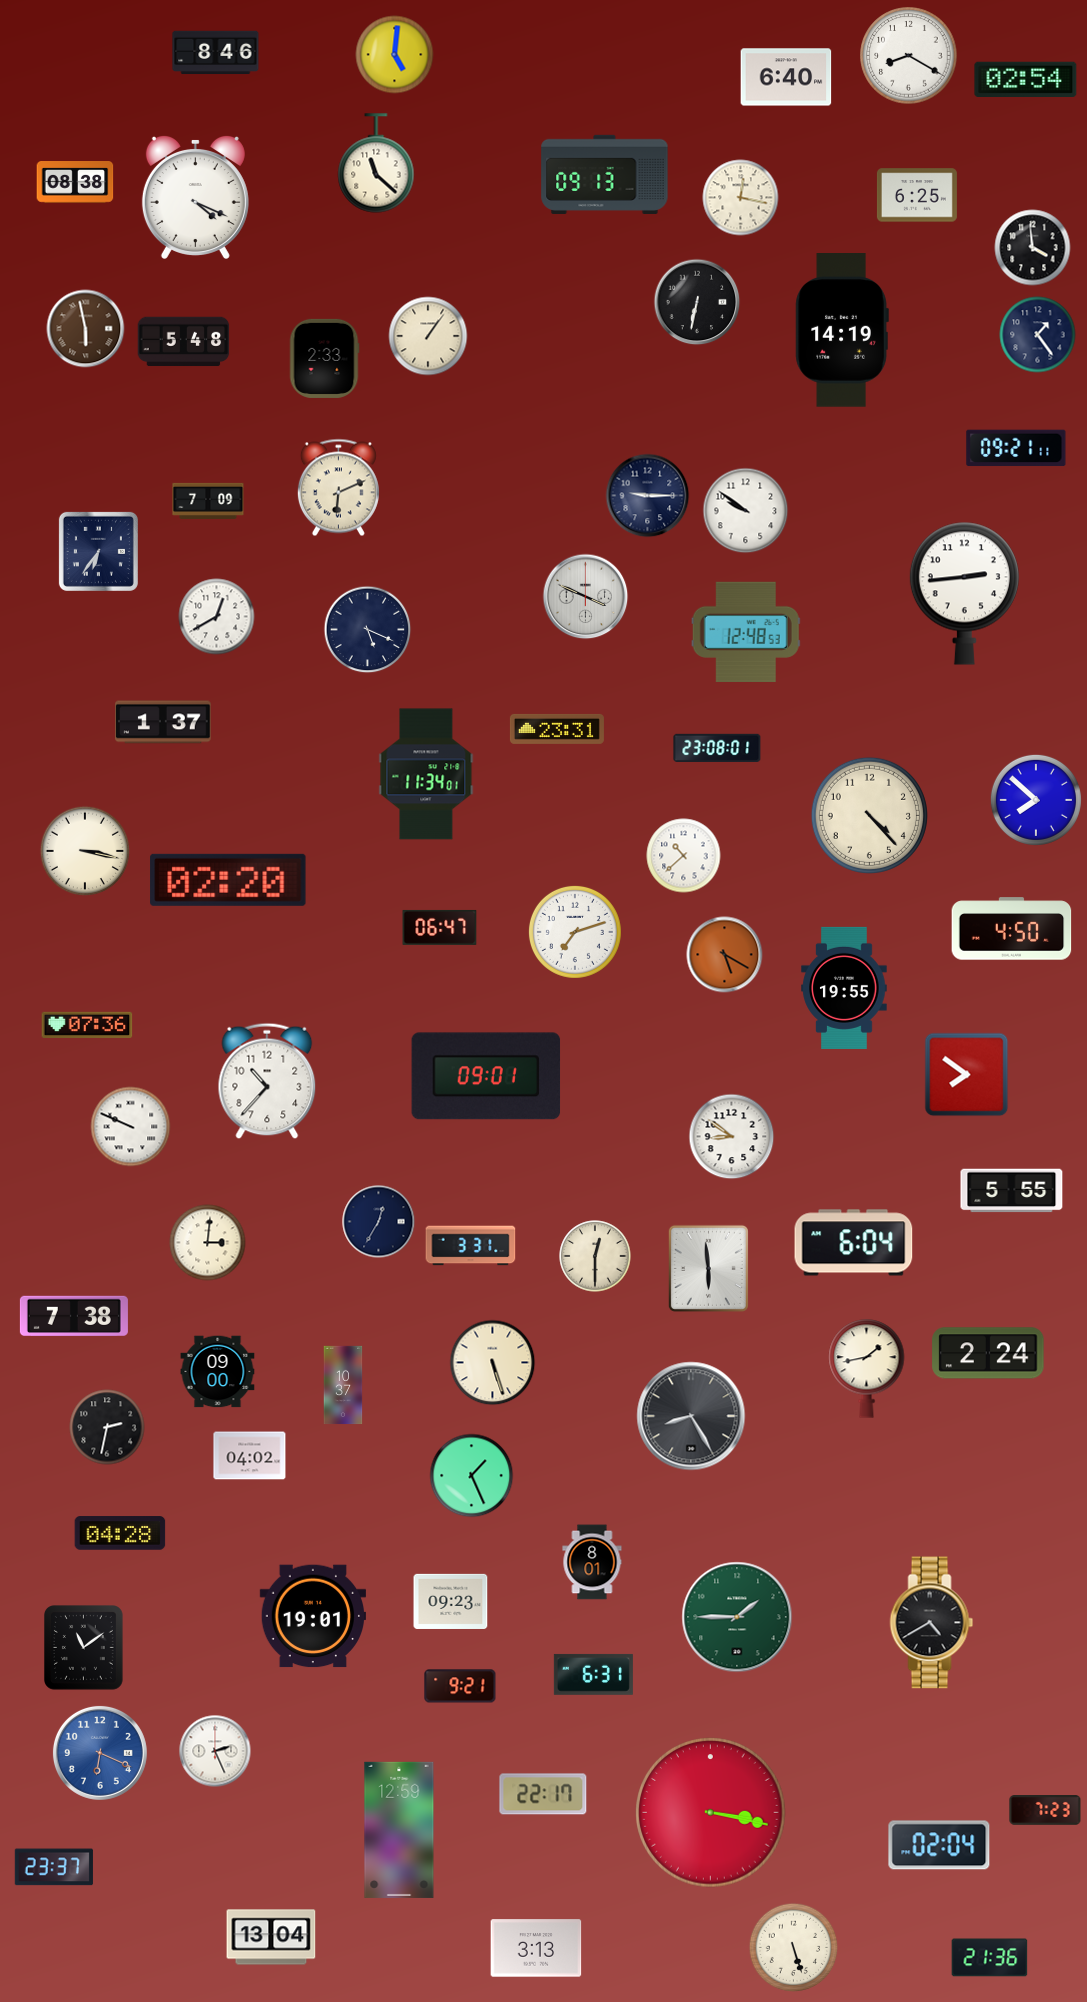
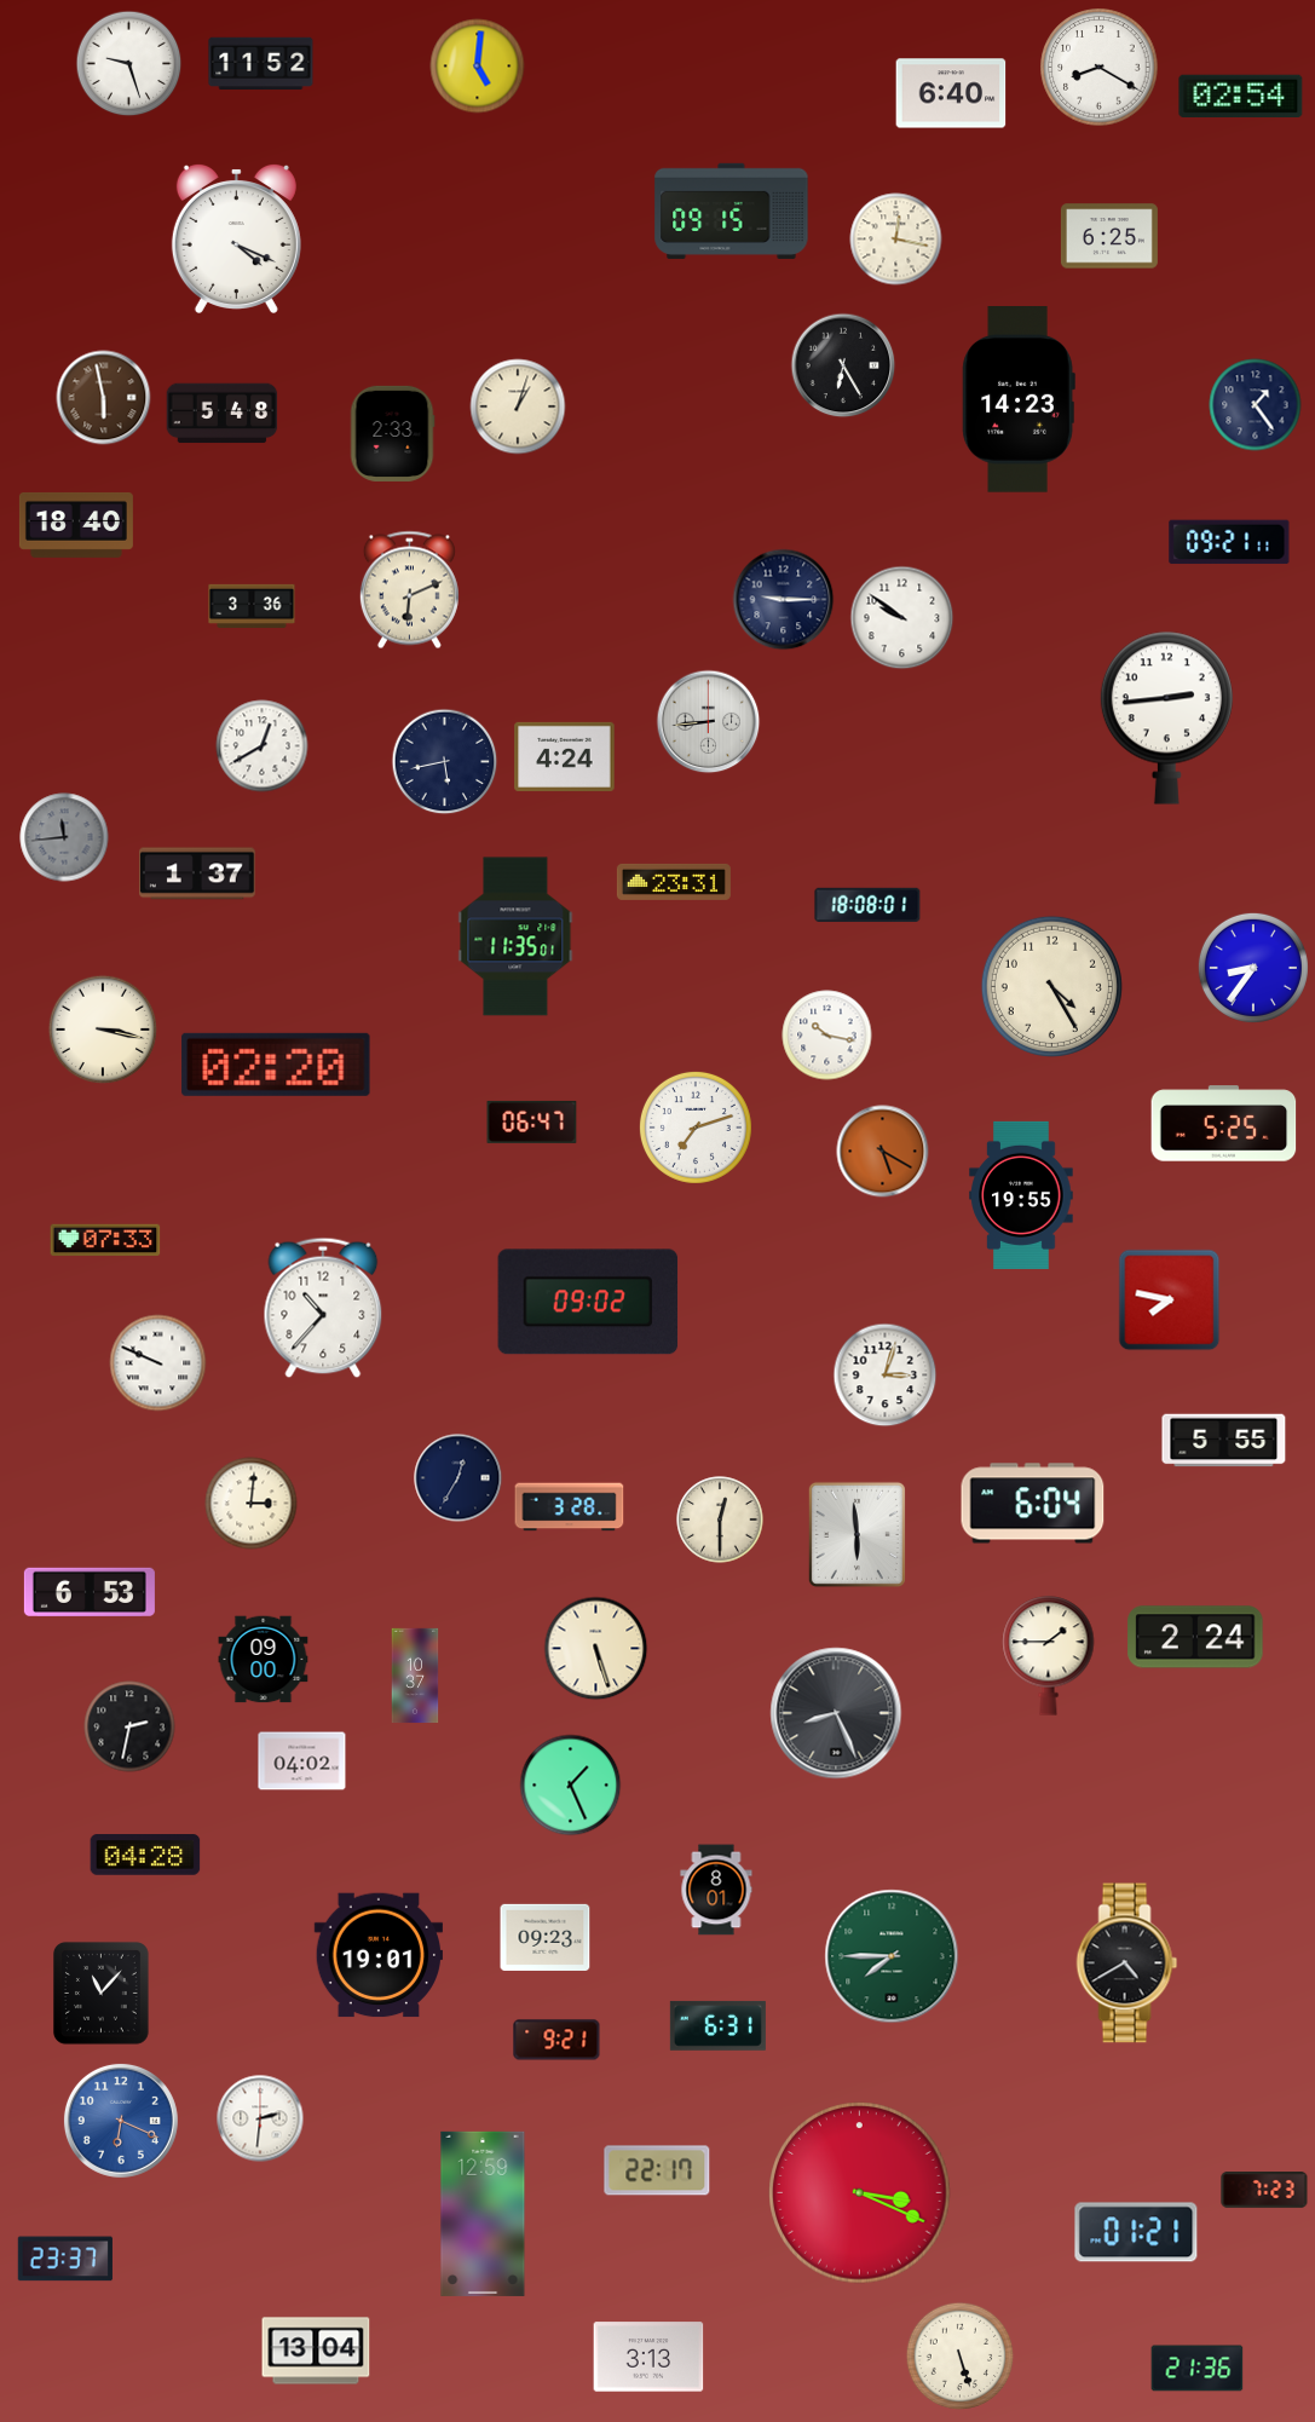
clock at (129, 64): none -> 9:27
clock at (216, 53): 8:46 -> 11:52
clock at (376, 163): 11:22 -> none
clock at (605, 174): 09:13 -> 09:15
clock at (75, 183): 08:38 -> none
clock at (1033, 248): 3:59 -> none
clock at (697, 302): 6:32 -> 6:25
clock at (842, 331): 14:19 -> 14:23
clock at (428, 336): 1:06 -> 1:03
clock at (76, 525): none -> 18:40
clock at (208, 501): 7:09 -> 3:36
clock at (98, 551): 6:36 -> none
clock at (586, 597): 3:49 -> 8:44
clock at (565, 756): none -> 4:24
clock at (368, 630): 5:19 -> 5:43
clock at (746, 631): 12:48 -> none
clock at (64, 837): none -> 11:44
clock at (717, 748): 23:08 -> 18:08
clock at (426, 774): 11:34 -> 11:35
clock at (1036, 800): 7:52 -> 8:36
clock at (869, 815): 4:23 -> 4:25
clock at (684, 856): 10:38 -> 10:17
clock at (1012, 929): 4:50 -> 5:25
clock at (725, 955) position: (725, 955) -> (883, 1152)
clock at (87, 1024): 07:36 -> 07:33
clock at (967, 1075): 7:51 -> 7:47
clock at (486, 1076): 09:01 -> 09:02
clock at (732, 1137): 8:51 -> 3:03
clock at (471, 1246): 3:31 -> 3:28
clock at (74, 1315): 7:38 -> 6:53
clock at (867, 1369): 1:43 -> 1:45
clock at (691, 1416): 8:25 -> 8:26
clock at (737, 1617): 1:45 -> 7:45
clock at (84, 1648): 11:09 -> 11:07
clock at (215, 1751): 2:26 -> 2:31
clock at (711, 1813): 3:17 -> 3:19
clock at (939, 1845): 02:04 -> 01:21
clock at (271, 1937) position: (271, 1937) -> (316, 2351)
